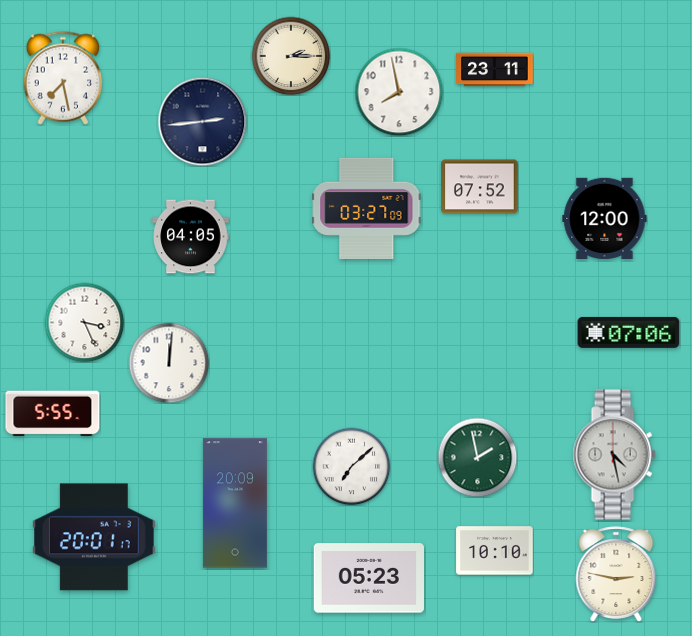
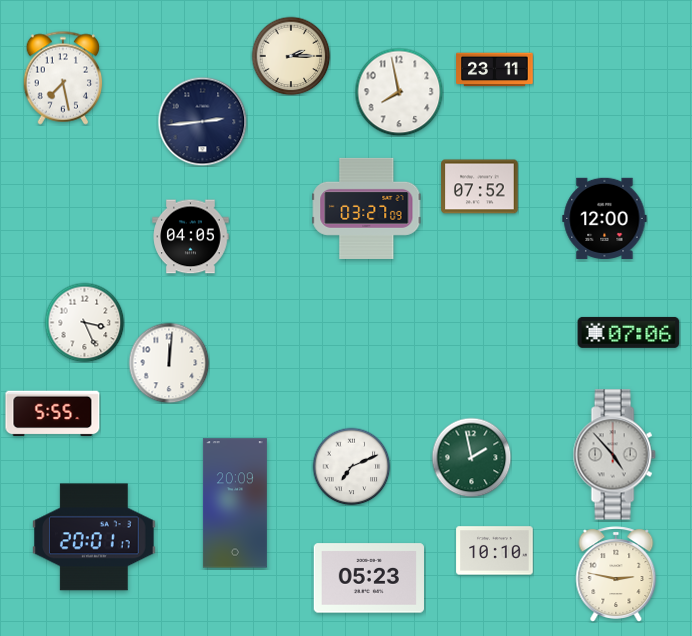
clock at (614, 455): 4:28 -> 4:53
clock at (477, 457) position: (477, 457) -> (471, 457)
clock at (351, 466): 7:08 -> 7:11
